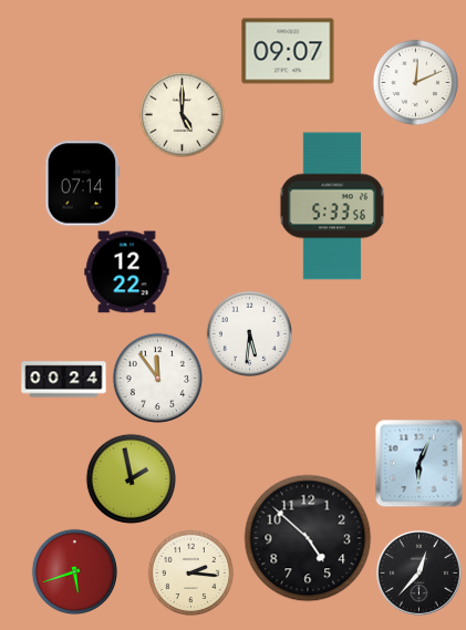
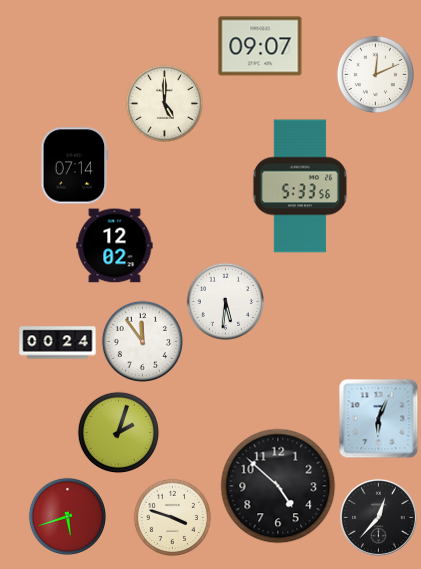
clock at (127, 272): 12:22 -> 12:02
clock at (131, 478): 1:58 -> 2:03
clock at (190, 572): 2:16 -> 3:48
